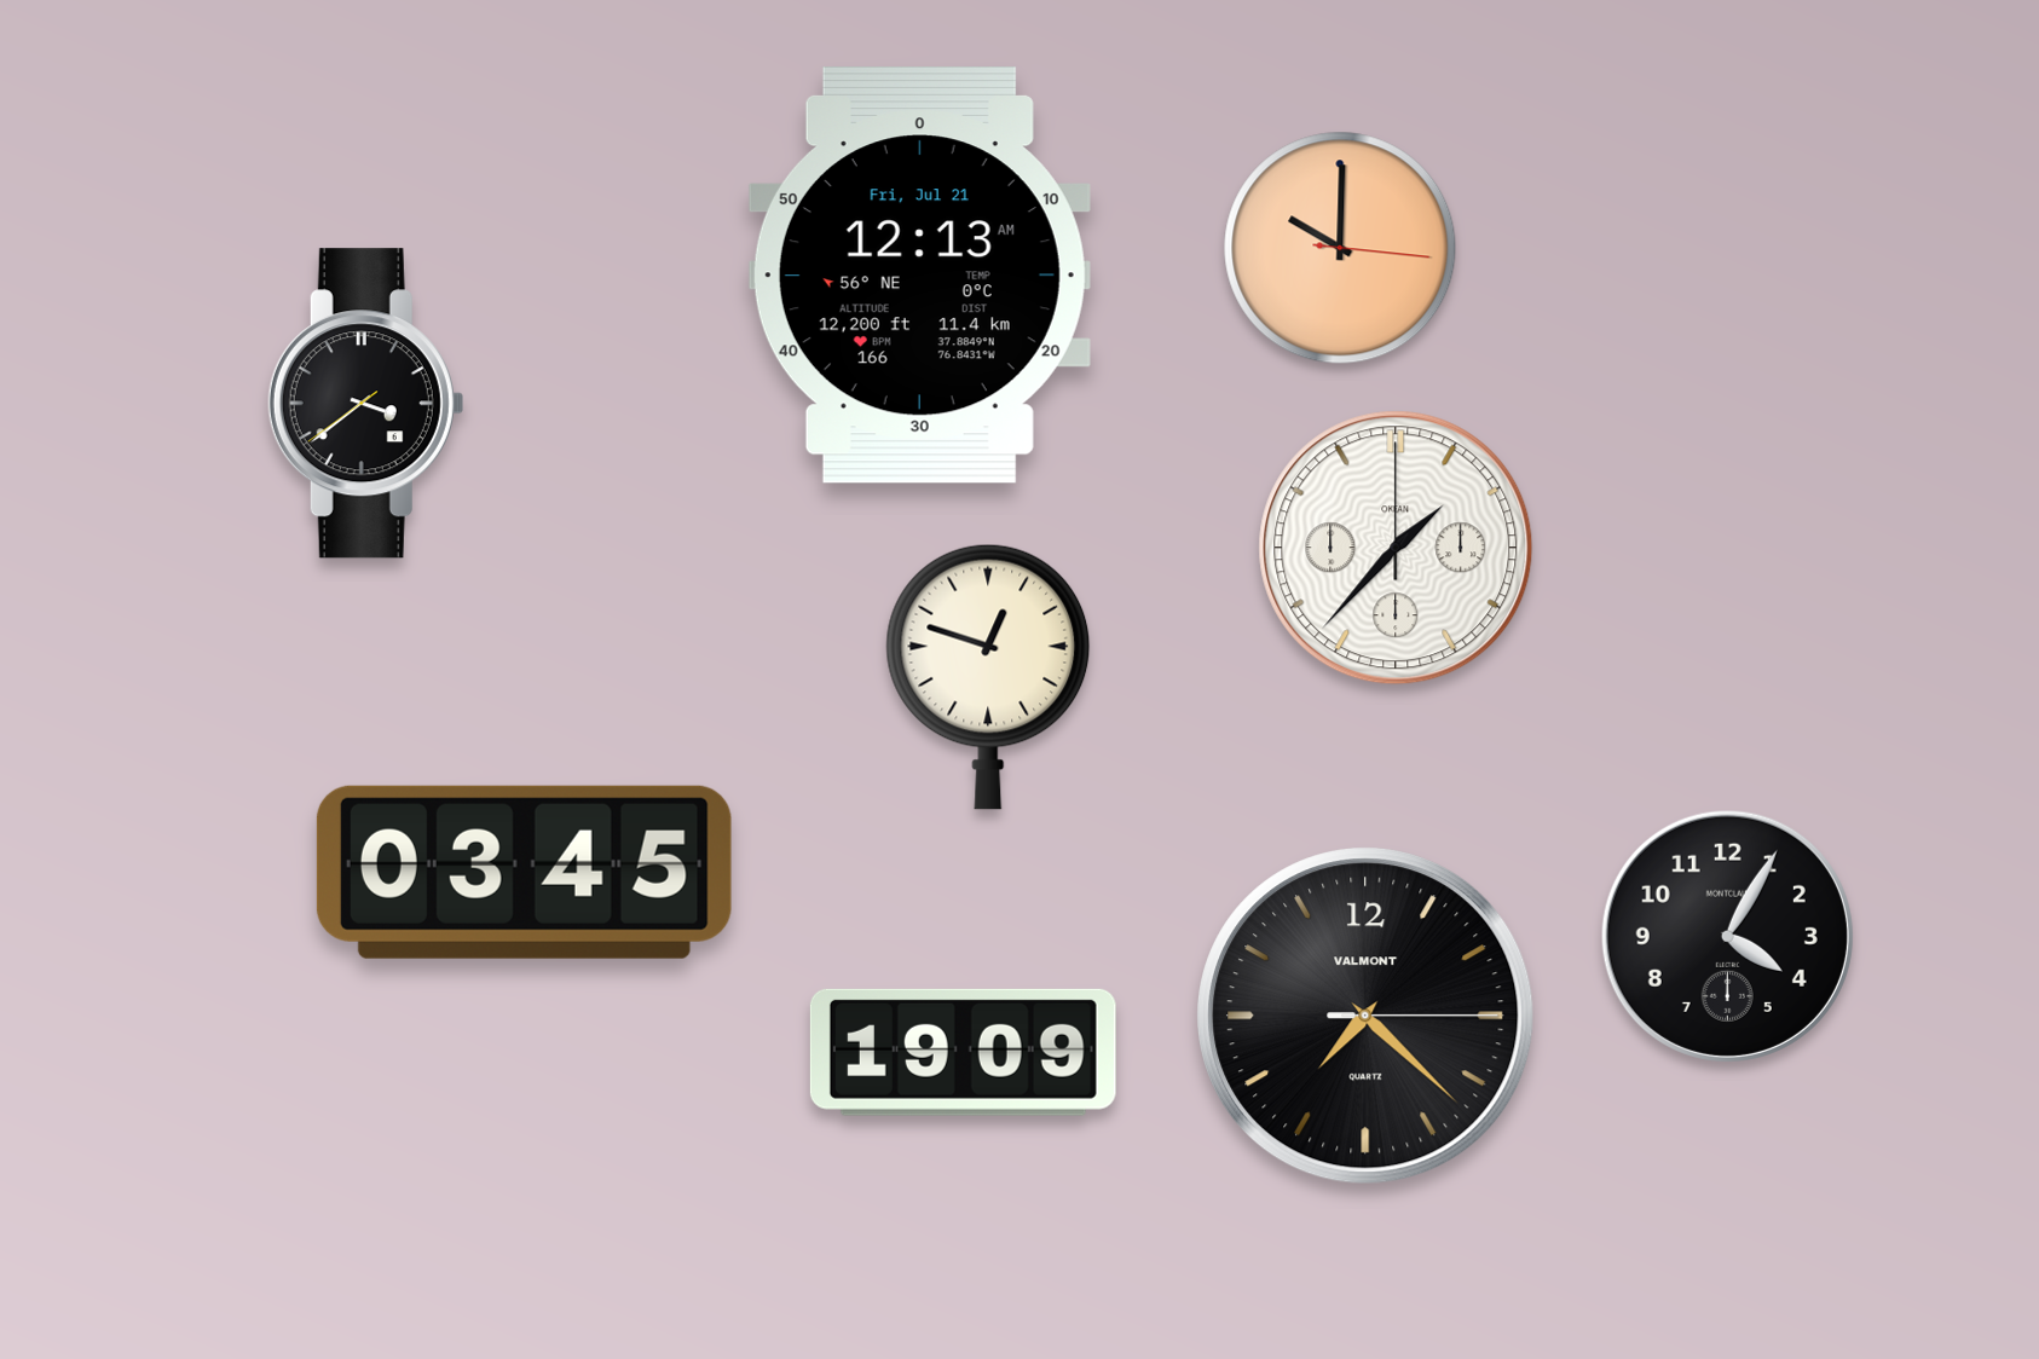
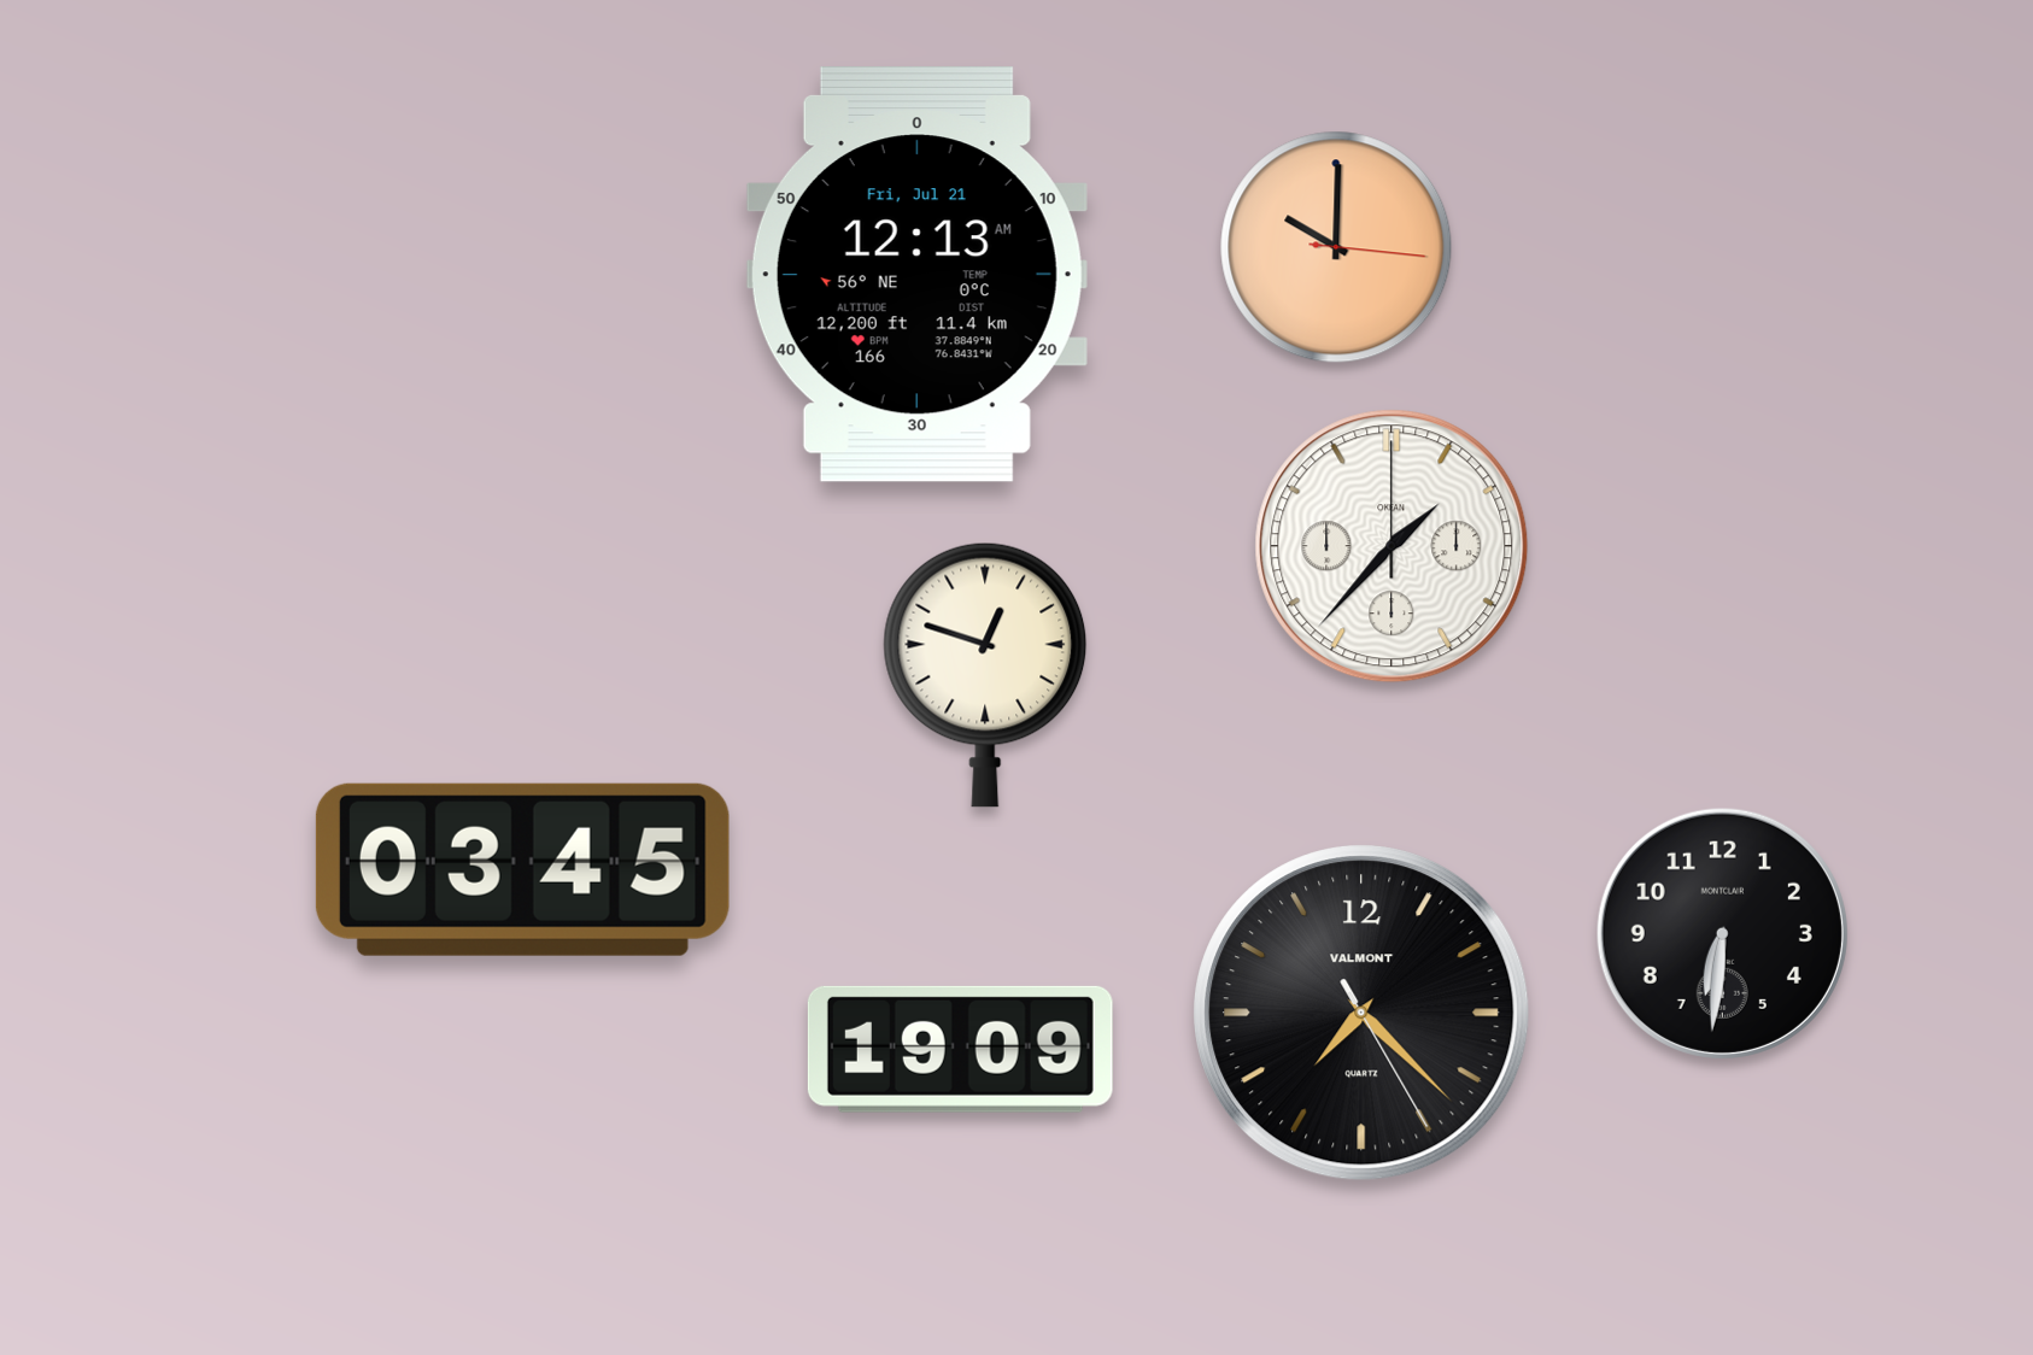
clock at (365, 404): 3:38 -> none
clock at (1727, 936): 4:05 -> 6:31
clock at (1365, 1016): 7:22:15 -> 7:22:25
